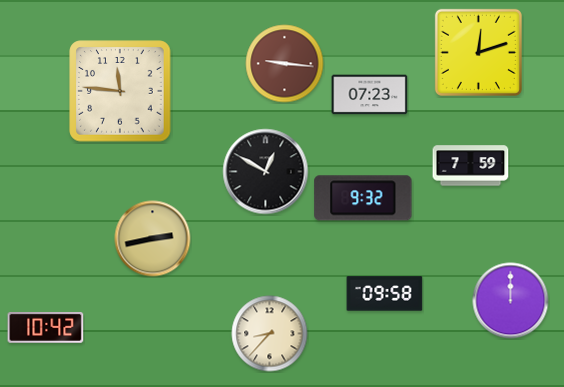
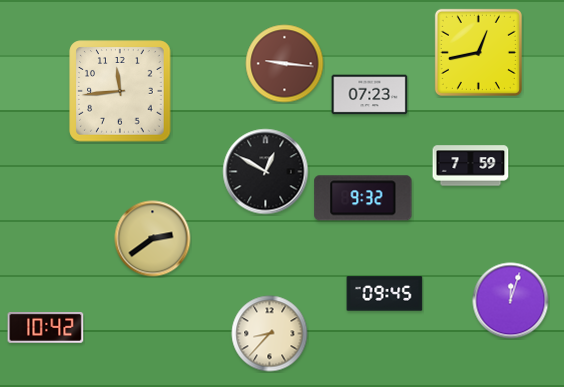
clock at (478, 52): 12:12 -> 12:43
clock at (120, 91): 11:46 -> 11:44
clock at (153, 239): 2:43 -> 2:39
clock at (385, 294): 09:58 -> 09:45
clock at (511, 301): 12:00 -> 12:03
